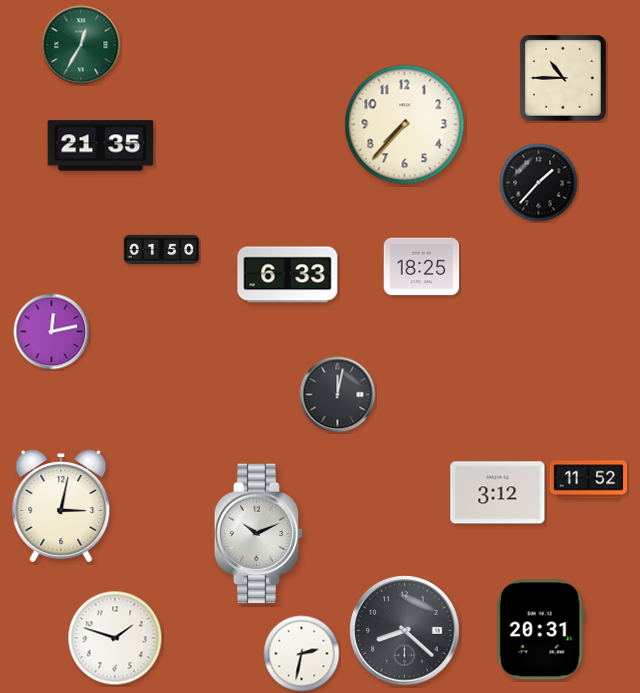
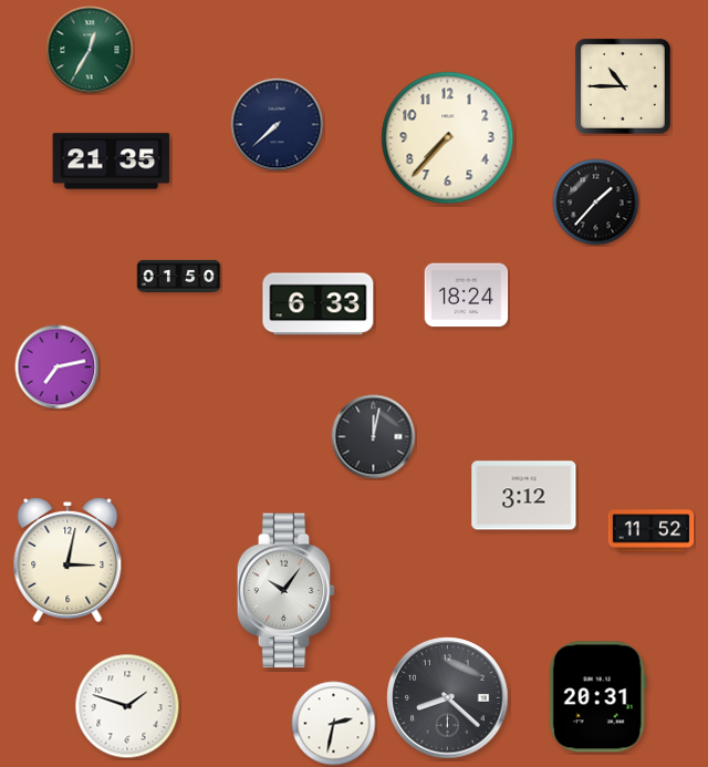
clock at (278, 125): none -> 7:38
clock at (422, 267): 18:25 -> 18:24
clock at (52, 332): 12:13 -> 7:13
clock at (498, 493) position: (498, 493) -> (524, 496)
clock at (259, 534): 10:11 -> 10:06
